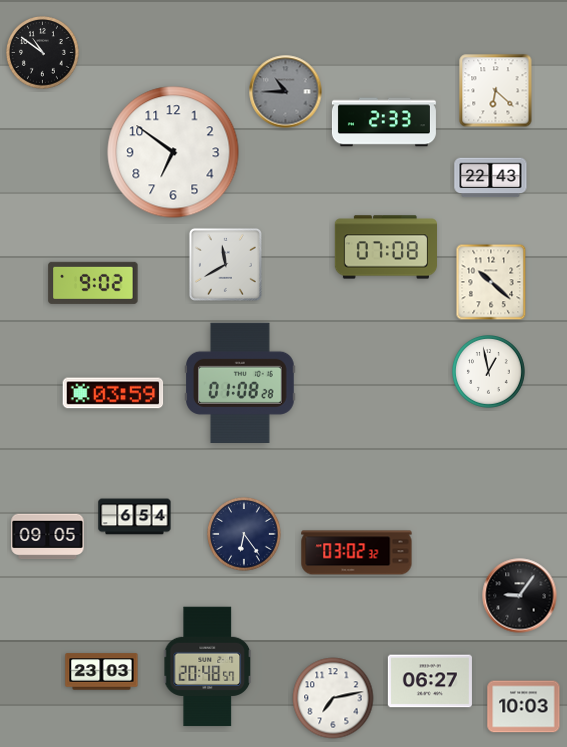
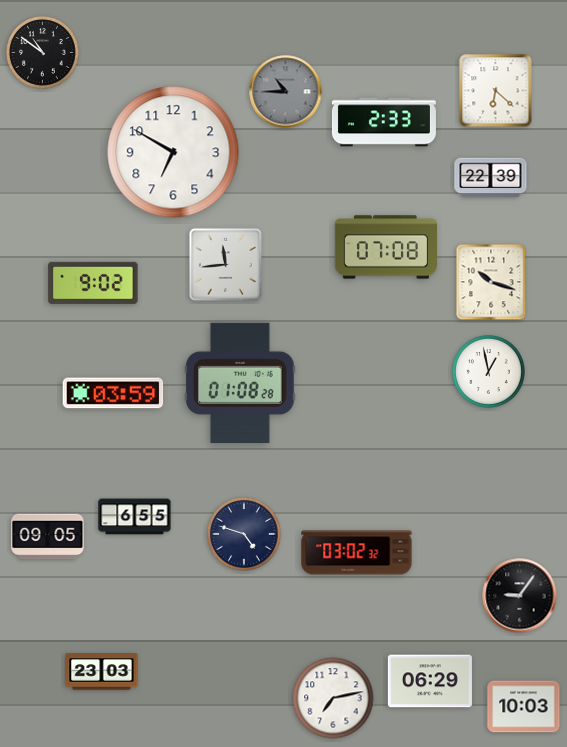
clock at (173, 152): 6:51 -> 6:50
clock at (491, 178): 22:43 -> 22:39
clock at (225, 264): 11:40 -> 11:44
clock at (491, 282): 10:22 -> 10:18
clock at (135, 517): 6:54 -> 6:55
clock at (244, 534): 6:24 -> 4:48
clock at (208, 667): 20:48 -> none
clock at (430, 681): 06:27 -> 06:29
